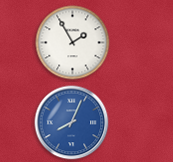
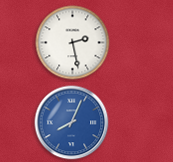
clock at (73, 43): 1:55 -> 2:28
